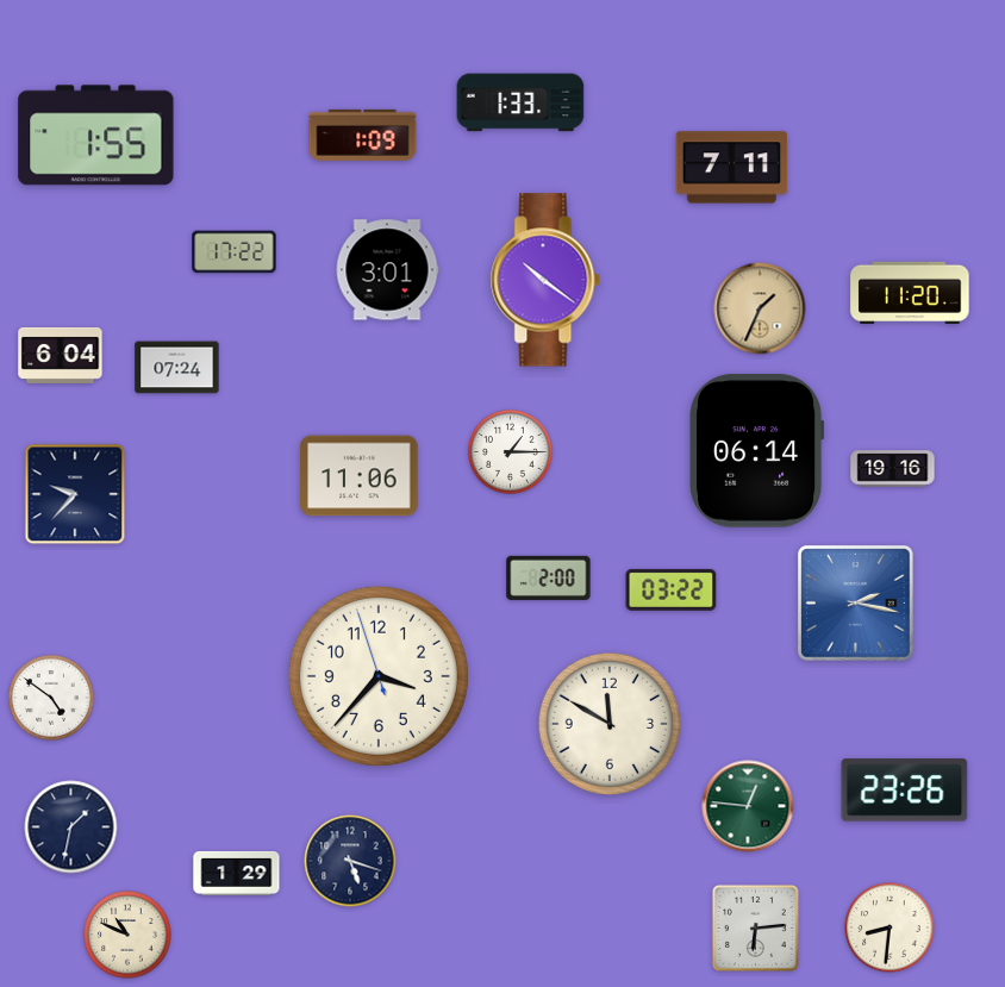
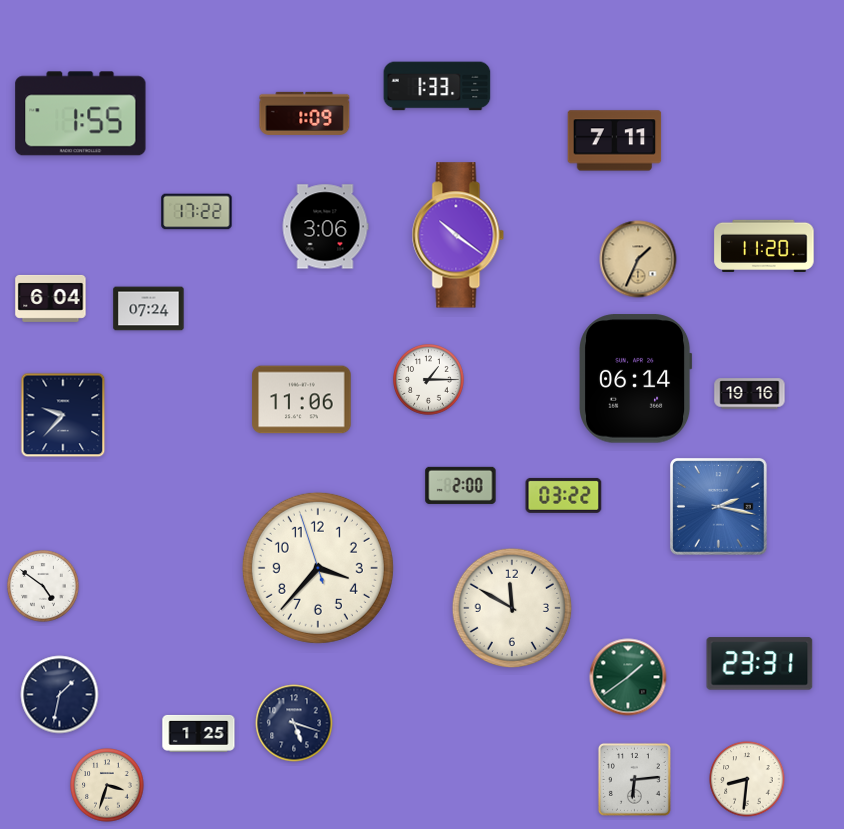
clock at (387, 270): 3:01 -> 3:06
clock at (905, 791): 23:26 -> 23:31
clock at (748, 806): 12:46 -> 1:39
clock at (237, 873): 1:29 -> 1:25
clock at (127, 935): 10:49 -> 3:33
